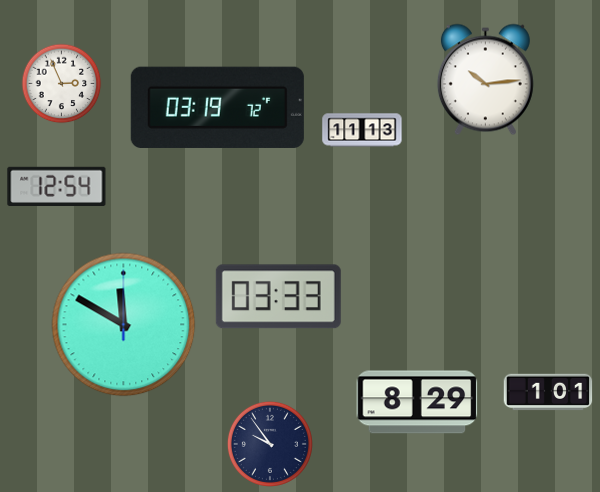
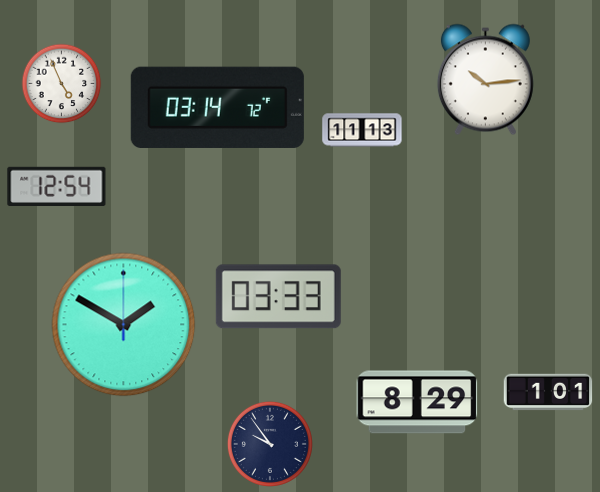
clock at (62, 84): 2:56 -> 4:56
clock at (217, 107): 03:19 -> 03:14
clock at (124, 325): 11:50 -> 1:50
